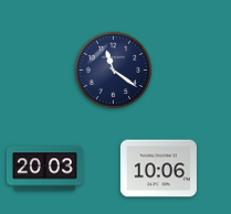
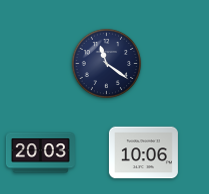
clock at (114, 71) position: (114, 71) -> (107, 64)
